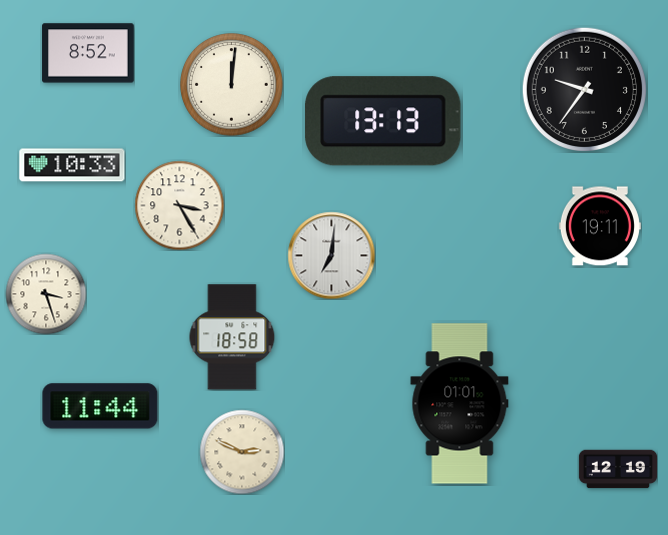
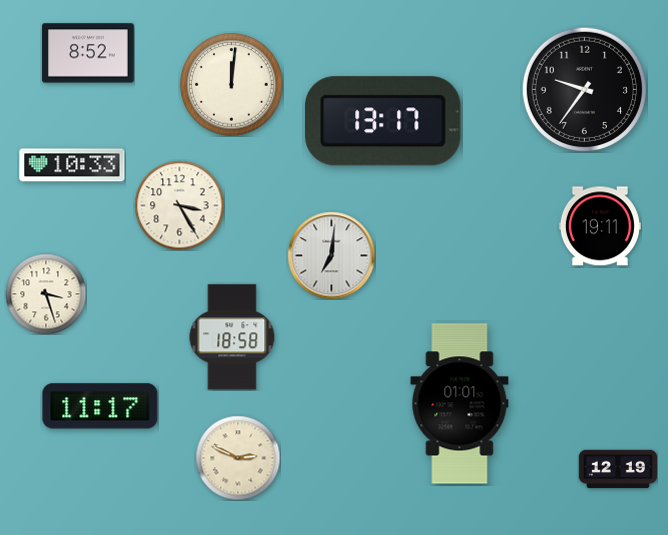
clock at (383, 121): 13:13 -> 13:17
clock at (100, 406): 11:44 -> 11:17
clock at (242, 452) position: (242, 452) -> (238, 458)
